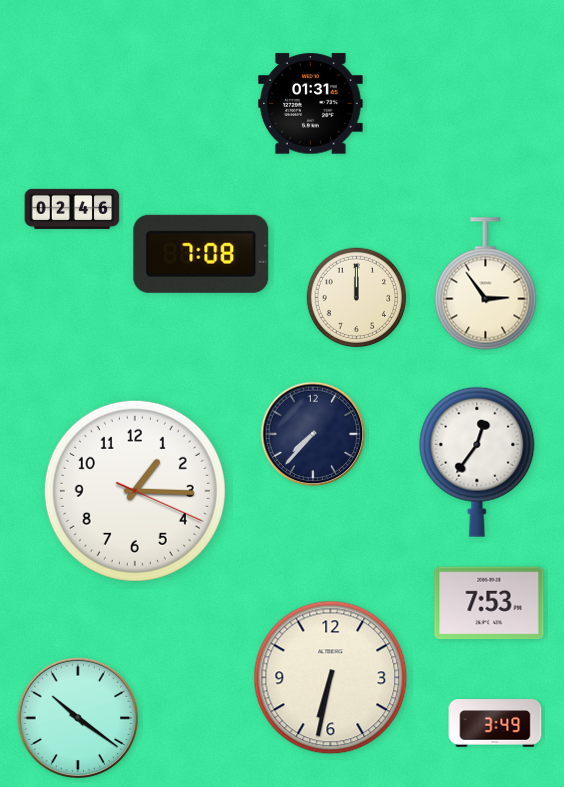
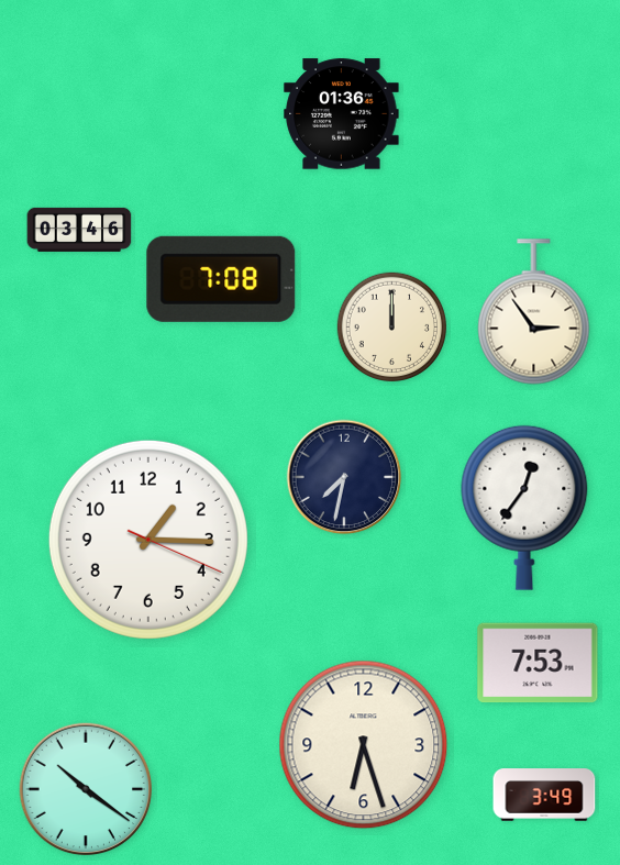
clock at (311, 104): 01:31 -> 01:36
clock at (72, 209): 02:46 -> 03:46
clock at (313, 434): 7:37 -> 7:32
clock at (331, 678): 6:32 -> 6:27
